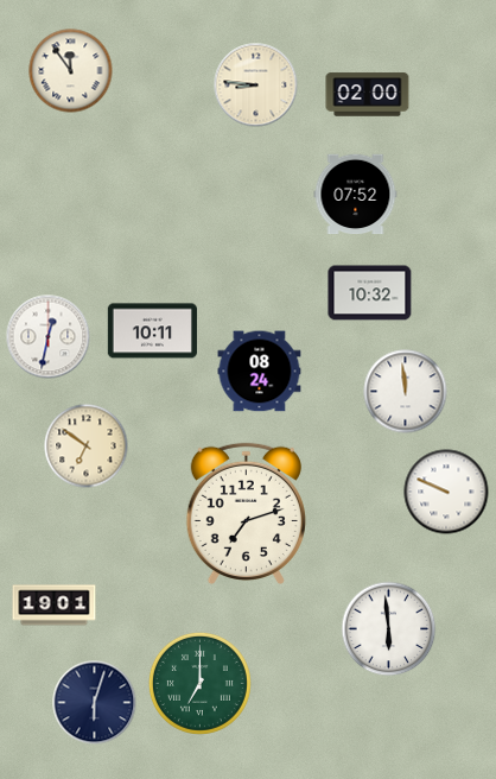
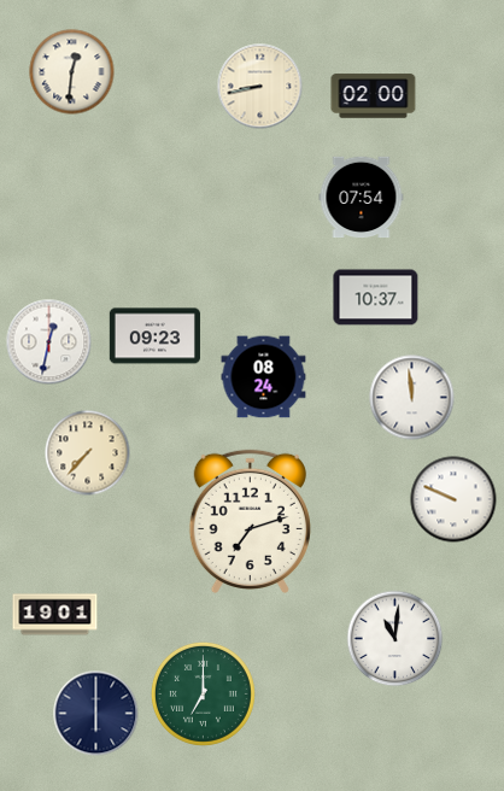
clock at (71, 71): 11:54 -> 12:31
clock at (256, 85): 8:46 -> 8:43
clock at (356, 195): 07:52 -> 07:54
clock at (370, 293): 10:32 -> 10:37
clock at (152, 331): 10:11 -> 09:23
clock at (87, 446): 6:51 -> 7:37
clock at (389, 629): 5:59 -> 11:01
clock at (95, 703): 6:03 -> 6:00
